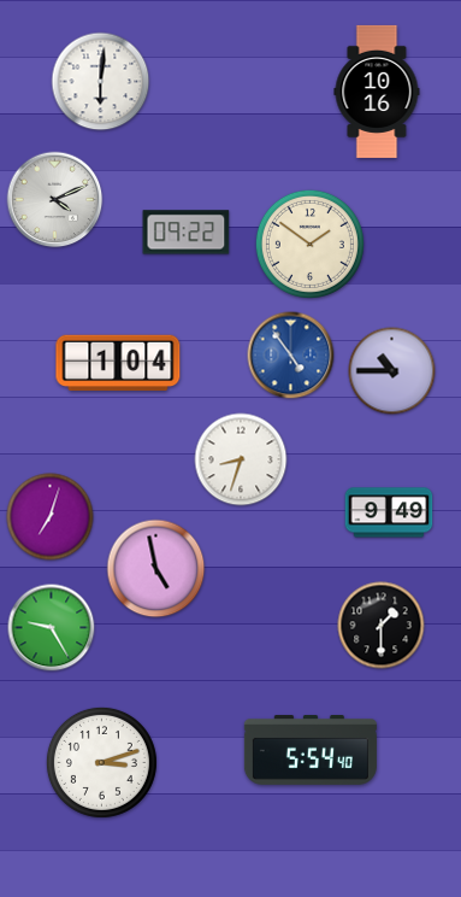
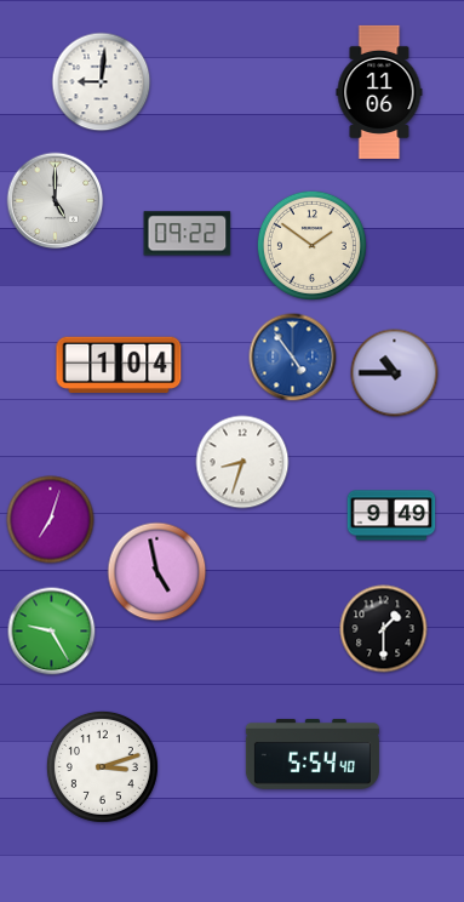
clock at (101, 82): 6:01 -> 9:01
clock at (377, 92): 10:16 -> 11:06
clock at (55, 200): 4:11 -> 5:00
